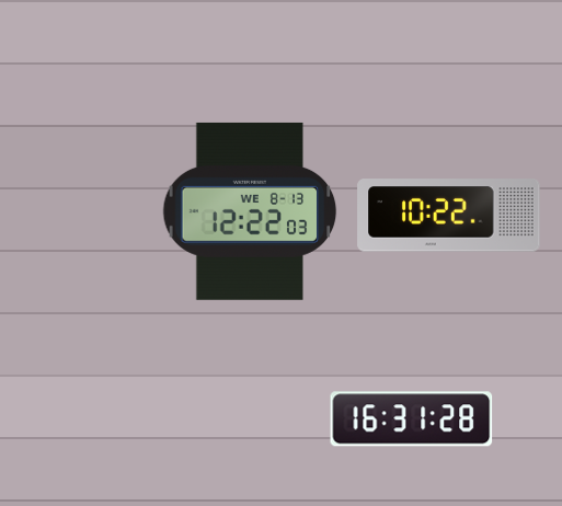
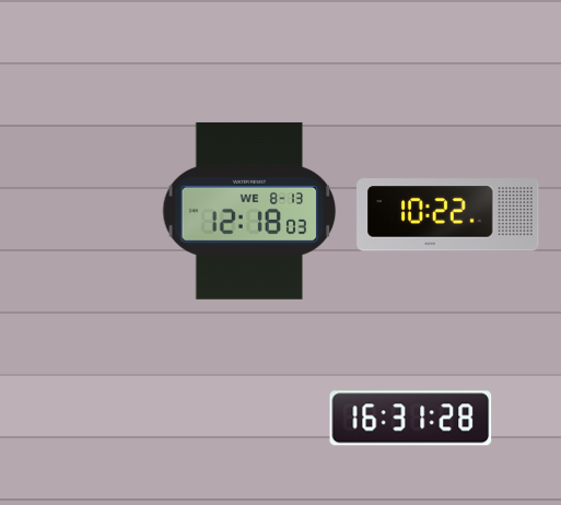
clock at (250, 211): 12:22 -> 12:18
